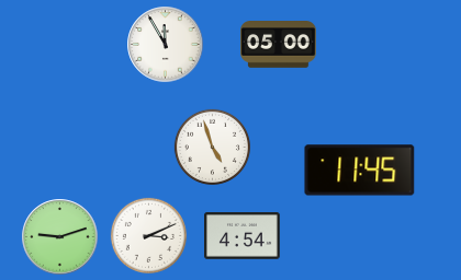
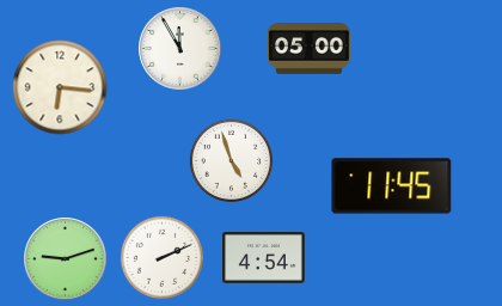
clock at (279, 45) position: (279, 45) -> (310, 49)
clock at (60, 87): none -> 6:16
clock at (148, 235): 3:11 -> 2:11
